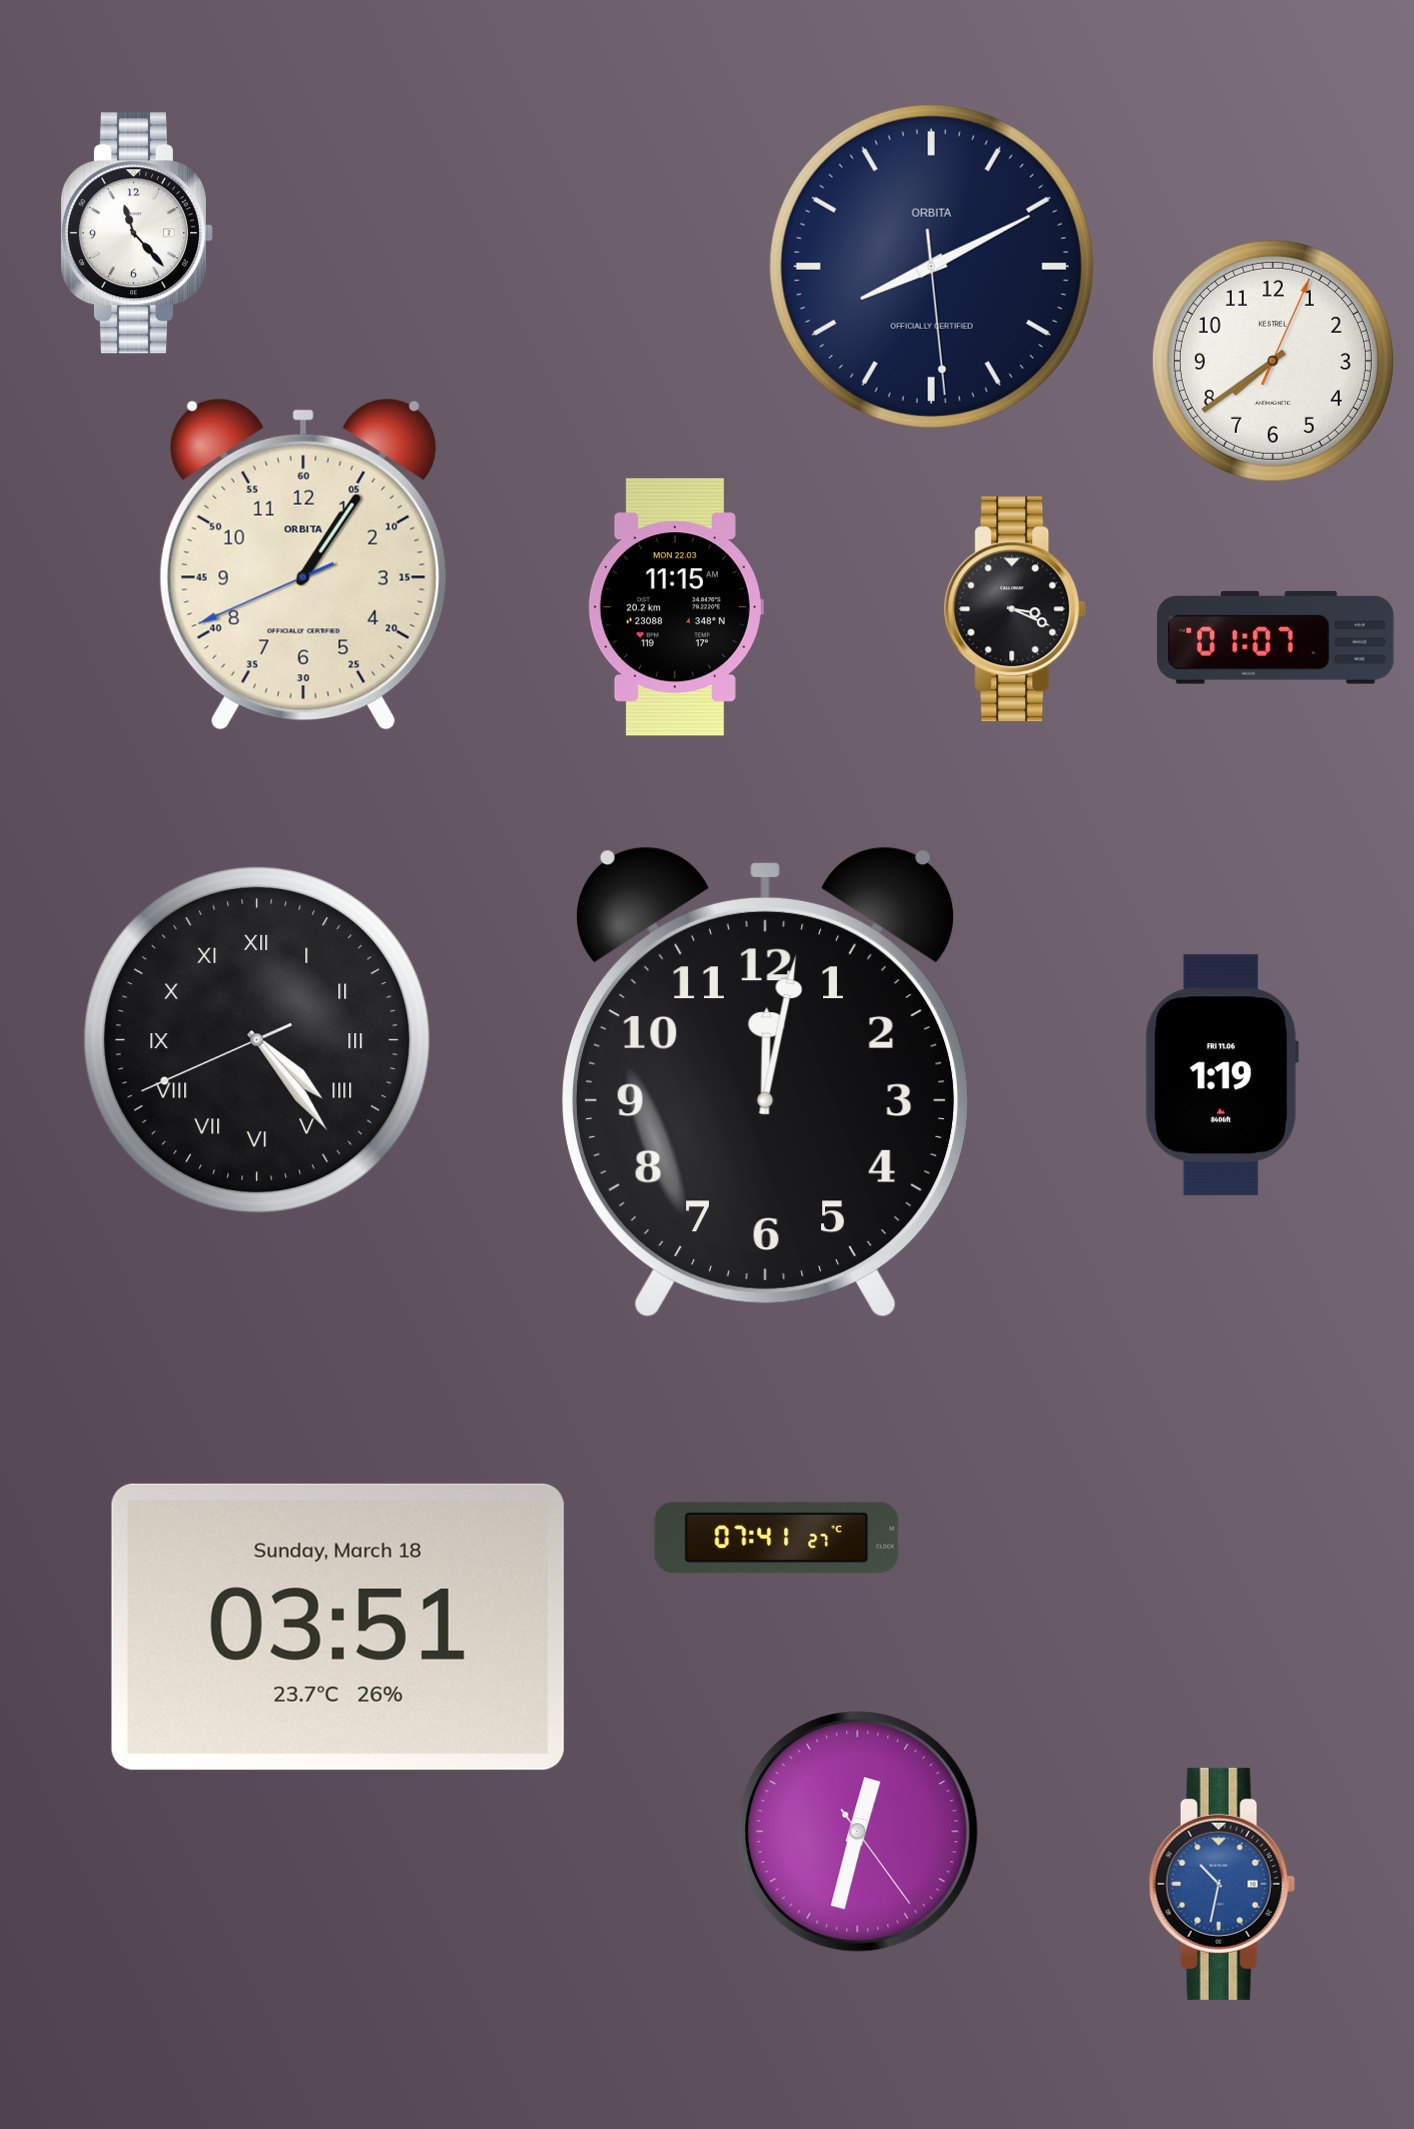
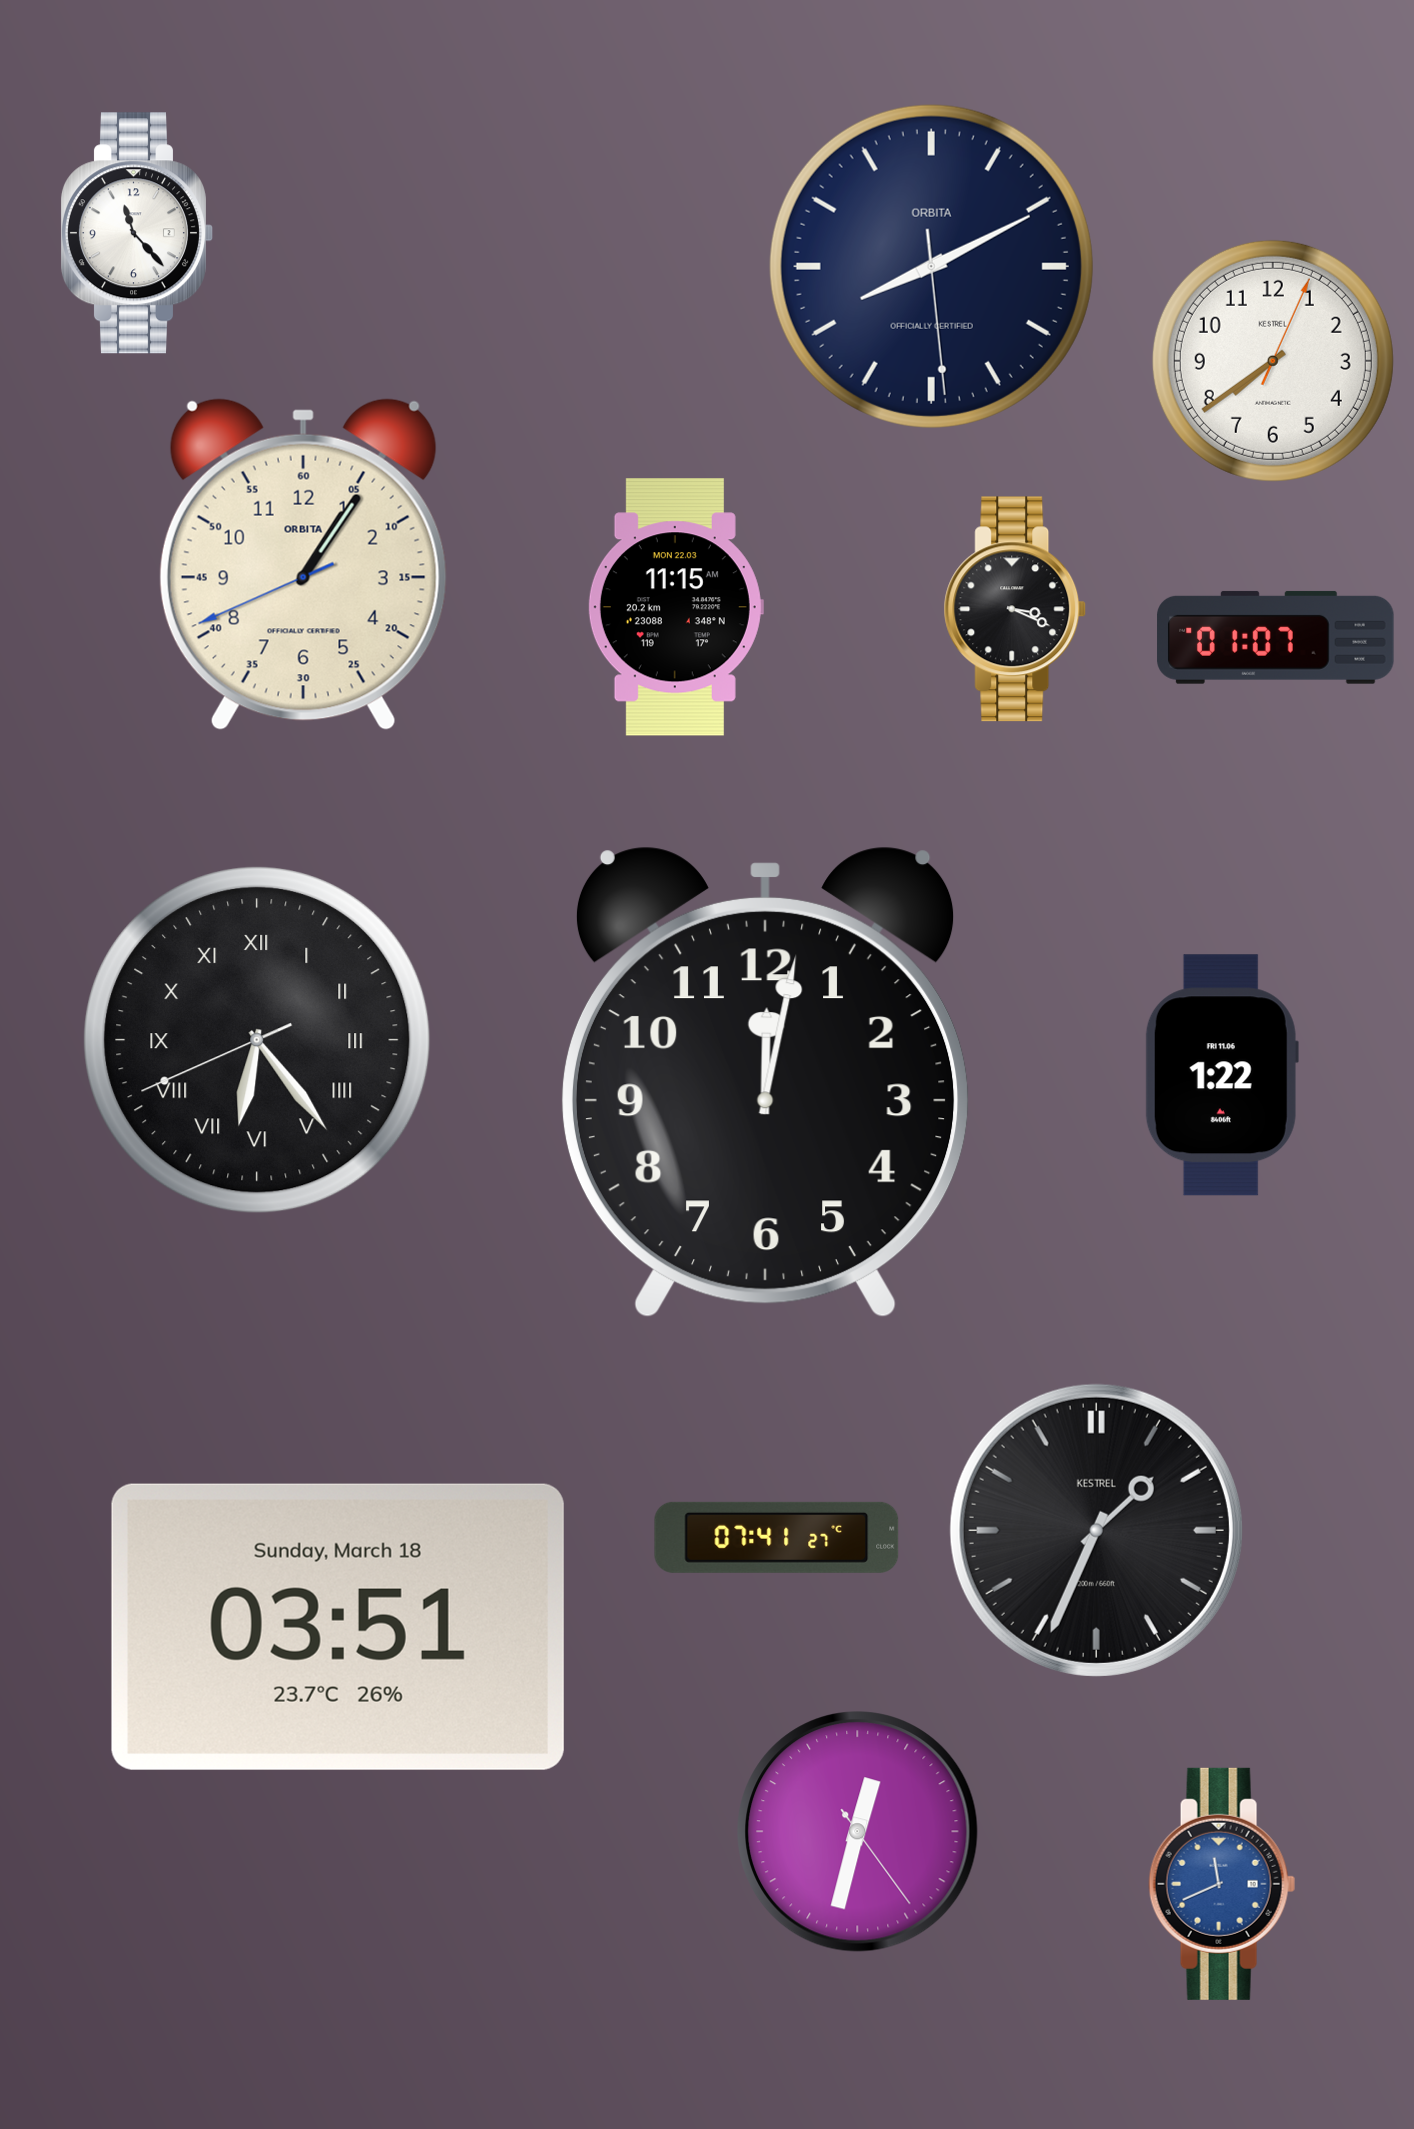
clock at (257, 1040): 4:23 -> 6:23
clock at (1222, 1075): 1:19 -> 1:22
clock at (1096, 1530): none -> 1:34
clock at (1222, 1884): 10:32 -> 11:41
